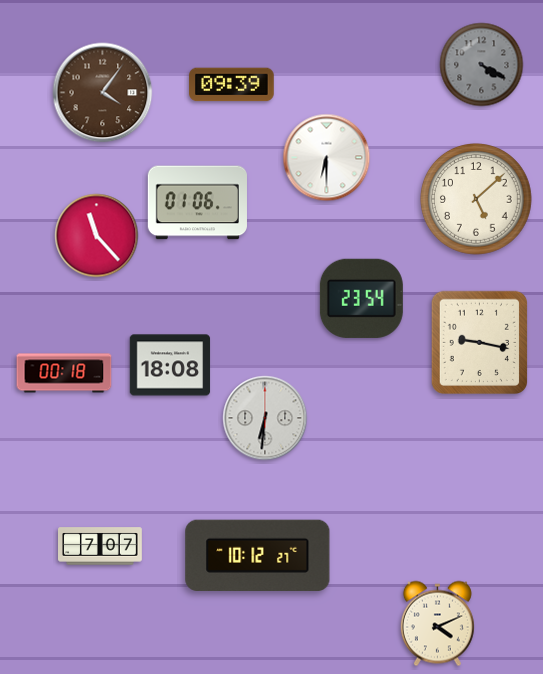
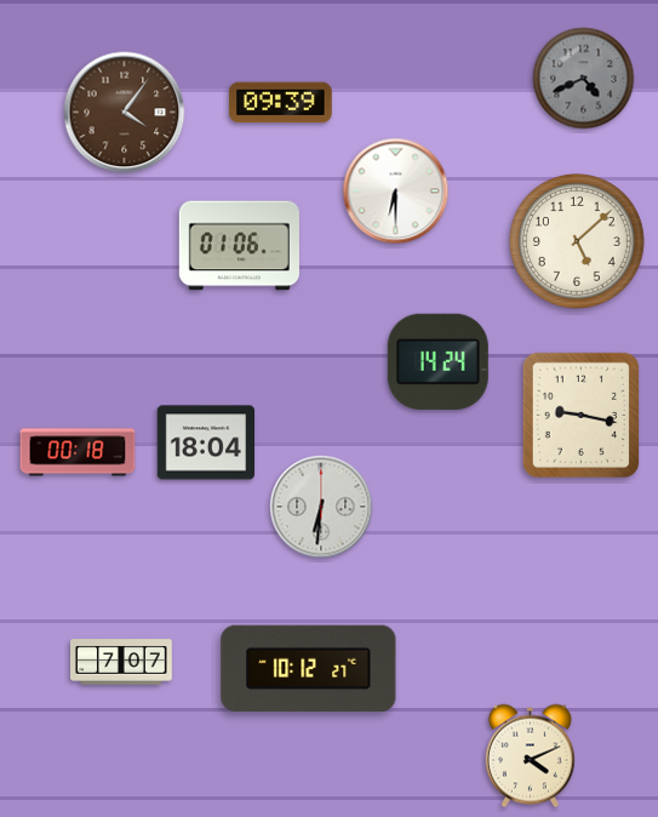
clock at (482, 65): 4:20 -> 4:41
clock at (97, 236): 11:23 -> none
clock at (361, 298): 23:54 -> 14:24
clock at (170, 365): 18:08 -> 18:04
clock at (258, 555) position: (258, 555) -> (309, 668)
